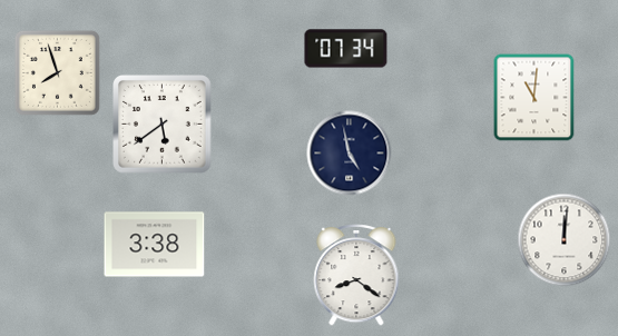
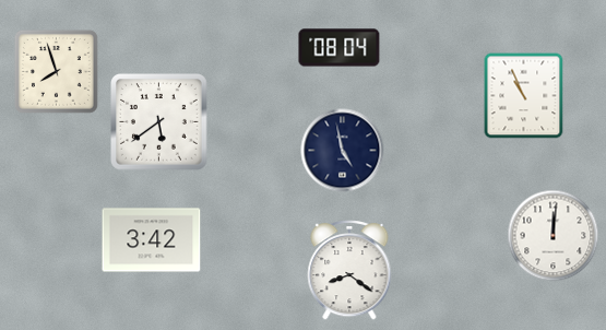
clock at (346, 49): 07:34 -> 08:04
clock at (534, 98): 11:01 -> 10:56
clock at (155, 245): 3:38 -> 3:42
